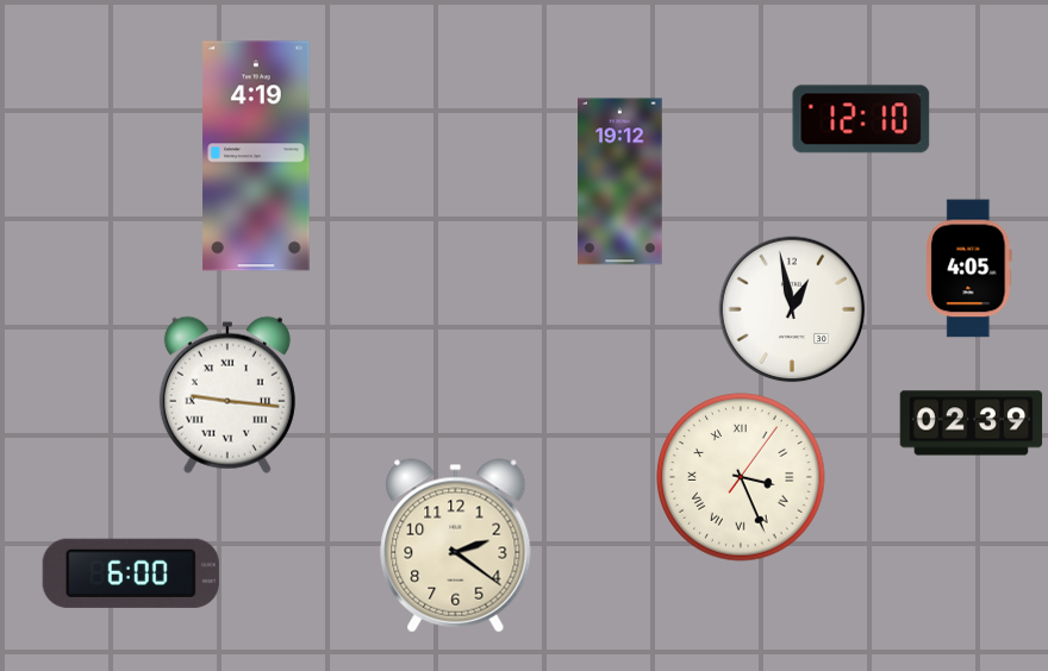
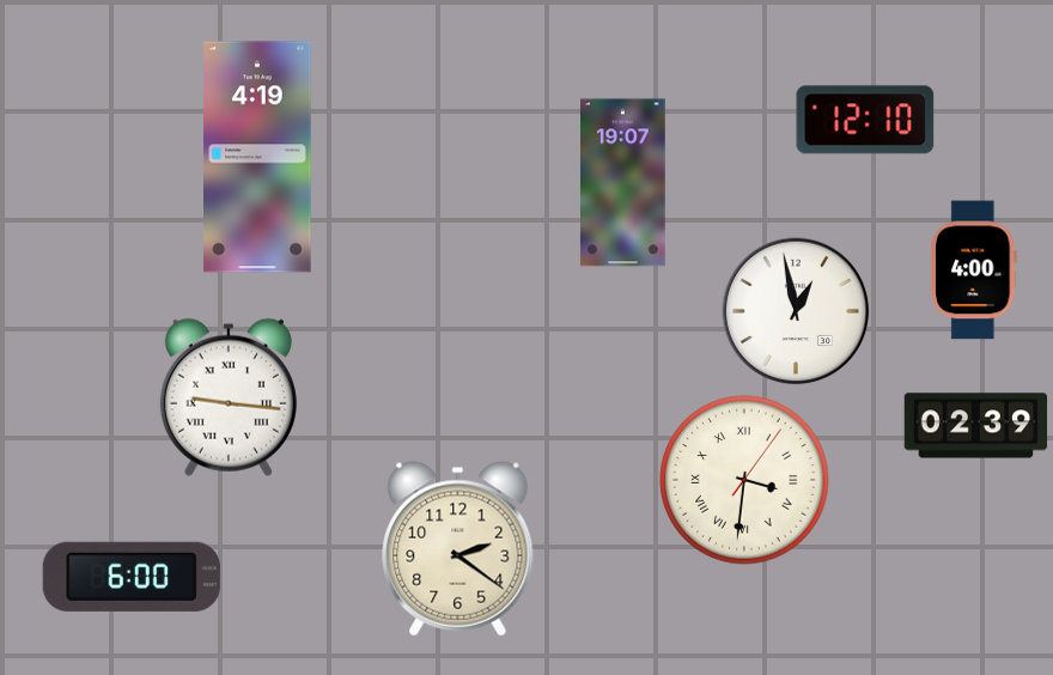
clock at (620, 182): 19:12 -> 19:07
clock at (969, 269): 4:05 -> 4:00
clock at (741, 477): 3:26 -> 3:31
